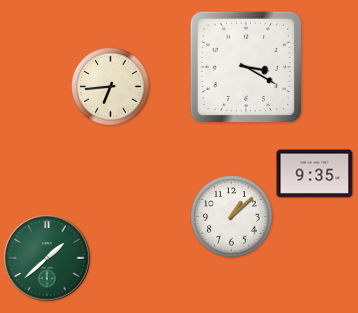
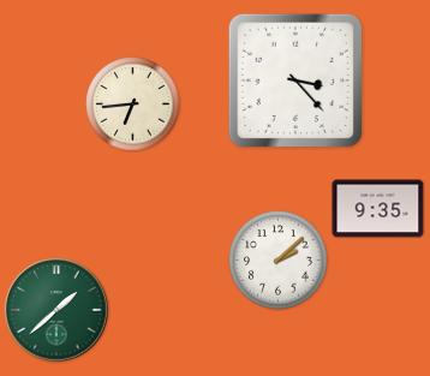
clock at (246, 66): 3:20 -> 3:23
clock at (232, 217): 1:08 -> 2:08
